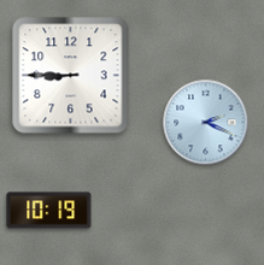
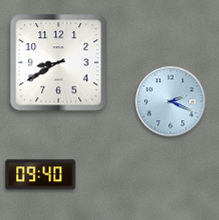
clock at (71, 76): 8:45 -> 8:40
clock at (49, 211): 10:19 -> 09:40
